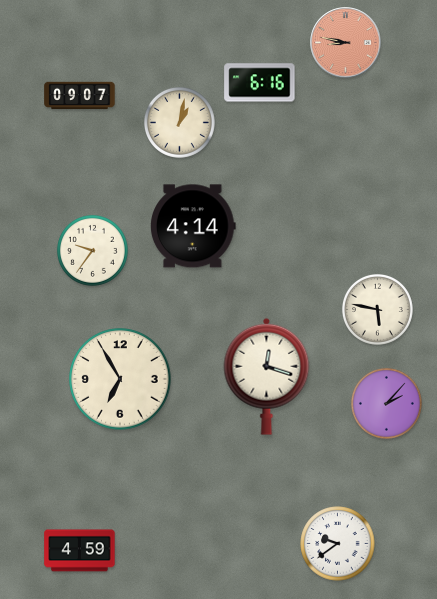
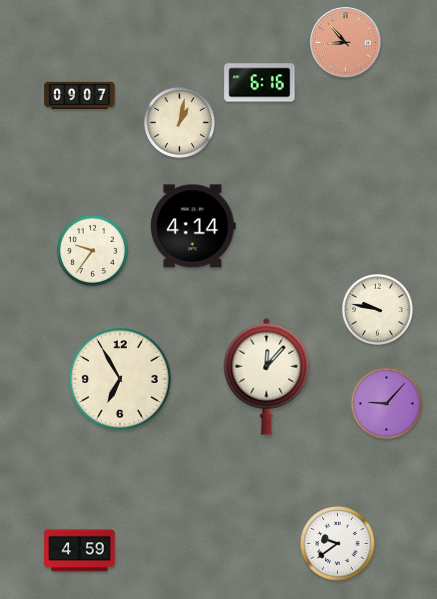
clock at (346, 43): 8:47 -> 8:53
clock at (377, 309): 5:47 -> 9:47
clock at (267, 376): 12:18 -> 12:07
clock at (386, 403): 2:07 -> 9:07
